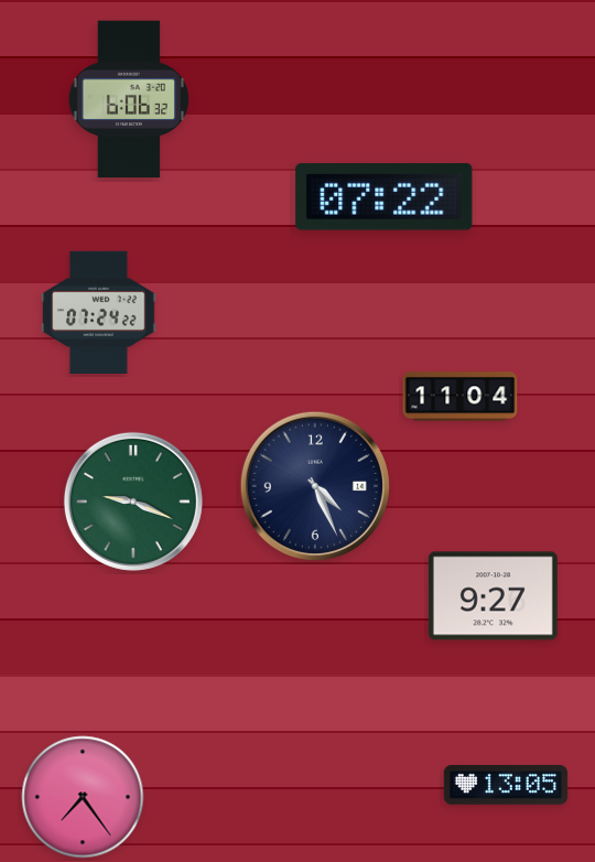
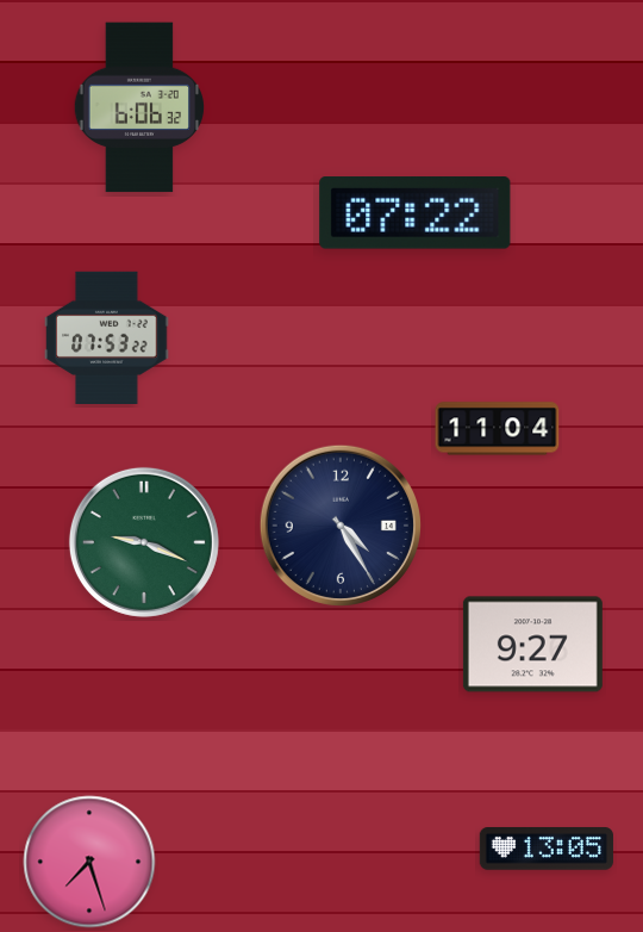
clock at (99, 312): 07:24 -> 07:53
clock at (315, 486): 4:26 -> 4:25
clock at (83, 797): 7:24 -> 7:27
